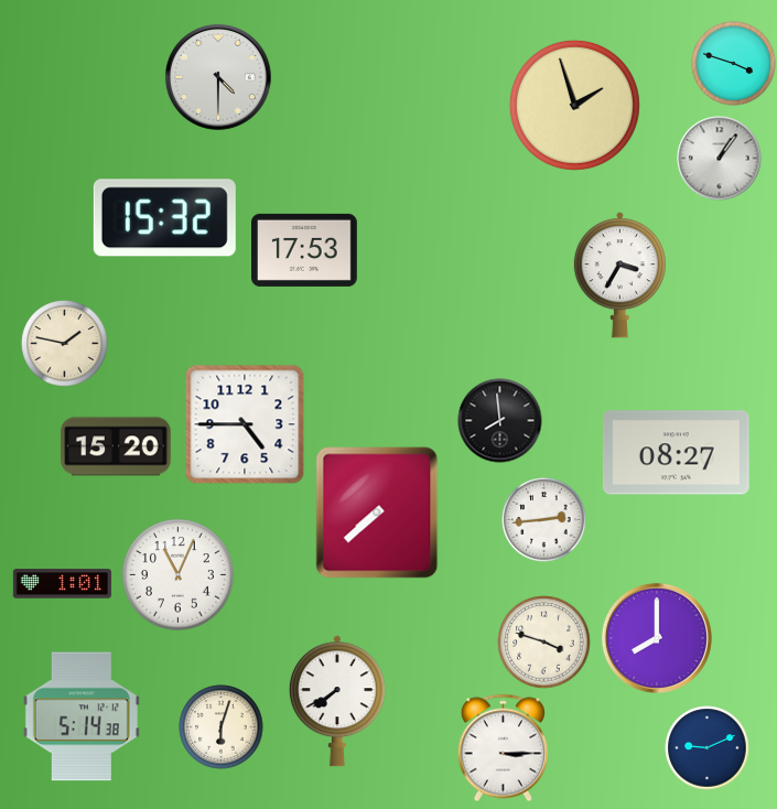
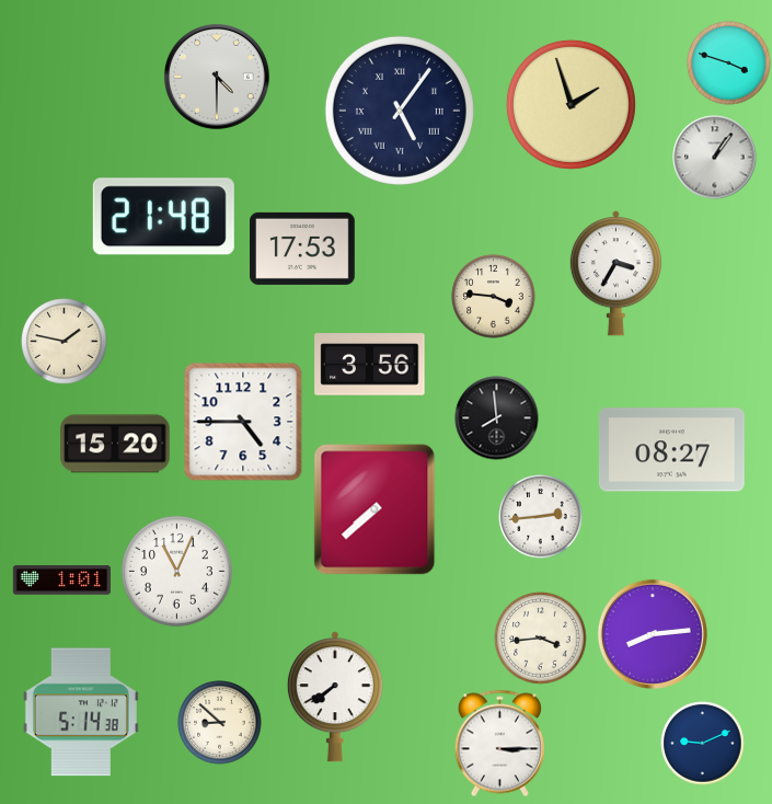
clock at (400, 111): none -> 5:06
clock at (164, 218): 15:32 -> 21:48
clock at (494, 297): none -> 3:46
clock at (370, 365): none -> 3:56
clock at (657, 638): 8:00 -> 8:14
clock at (544, 643): 3:48 -> 3:44
clock at (222, 727): 6:03 -> 8:52
